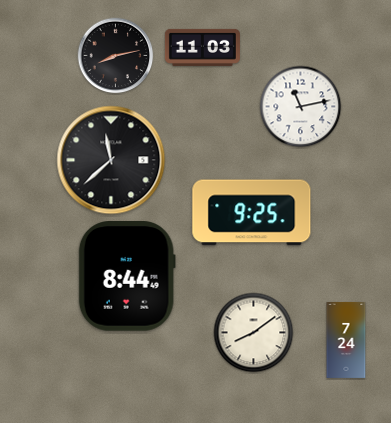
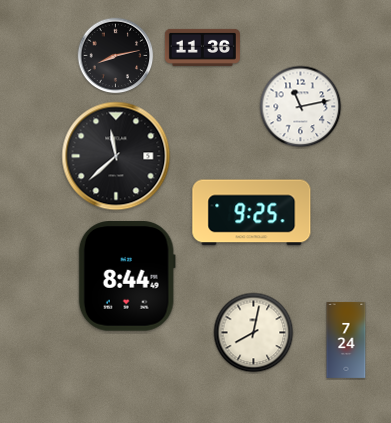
clock at (202, 47): 11:03 -> 11:36
clock at (111, 160) position: (111, 160) -> (116, 156)
clock at (254, 333): 8:09 -> 8:02
